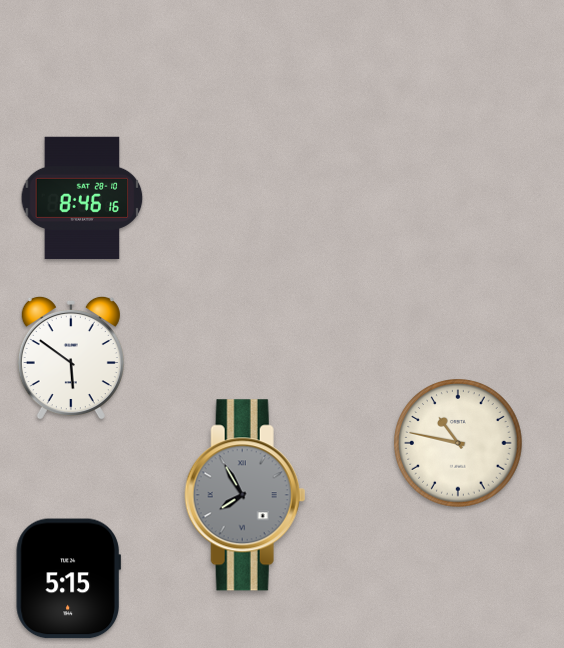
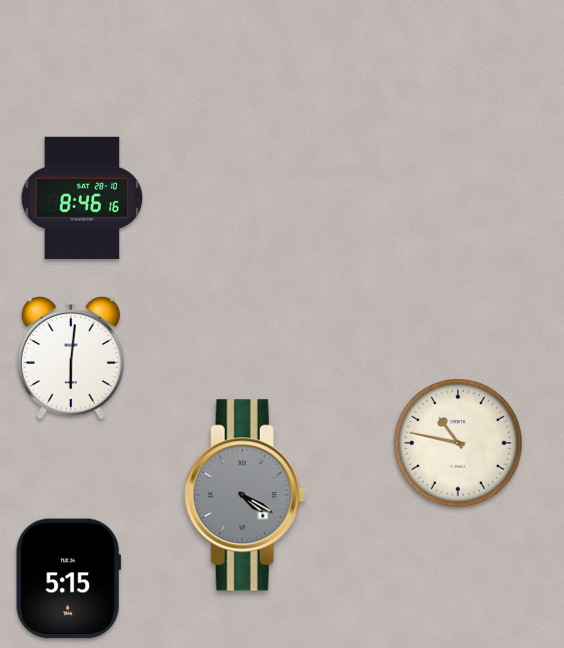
clock at (71, 358): 5:51 -> 6:01
clock at (245, 495): 7:55 -> 4:20
